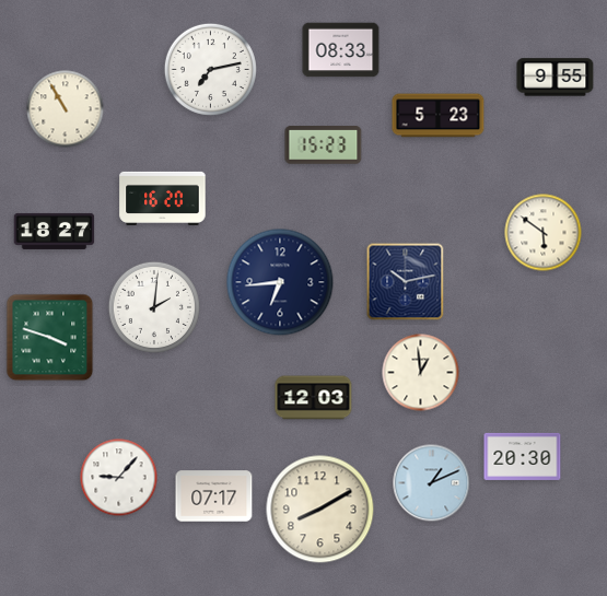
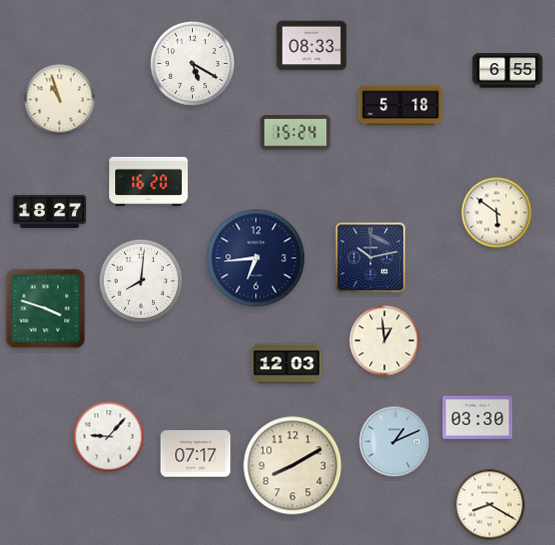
clock at (210, 69): 7:13 -> 5:20
clock at (556, 78): 9:55 -> 6:55
clock at (66, 109): 10:55 -> 10:57
clock at (439, 116): 5:23 -> 5:18
clock at (324, 145): 15:23 -> 15:24
clock at (154, 307): 2:01 -> 8:01
clock at (523, 456): 20:30 -> 03:30
clock at (490, 505): none -> 8:20
